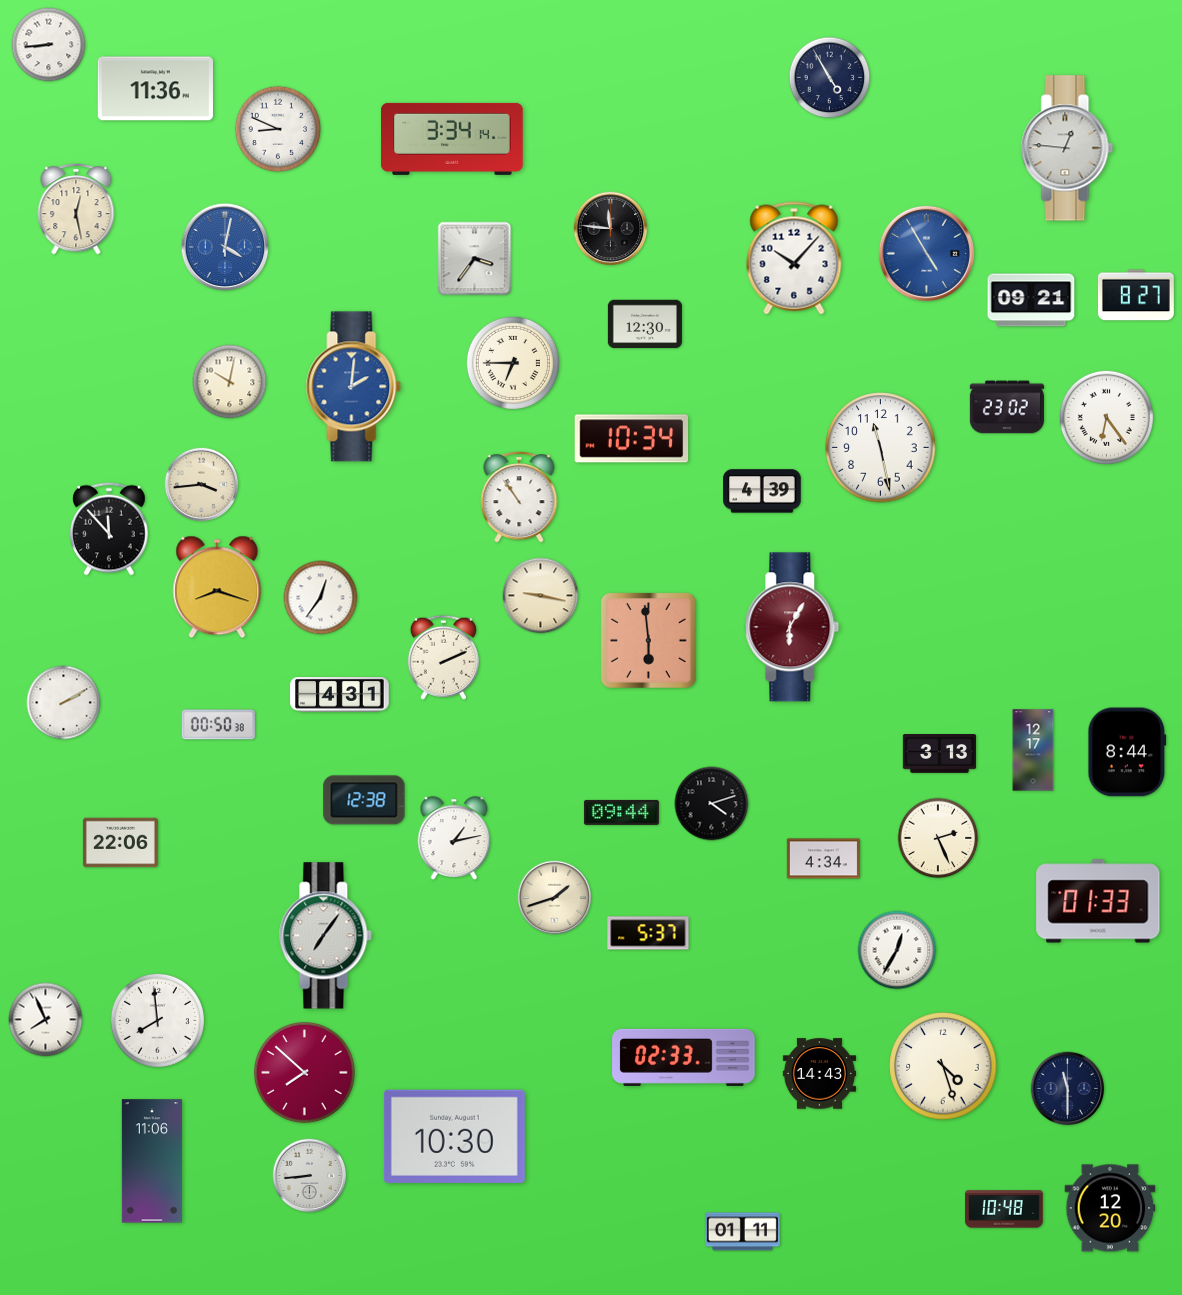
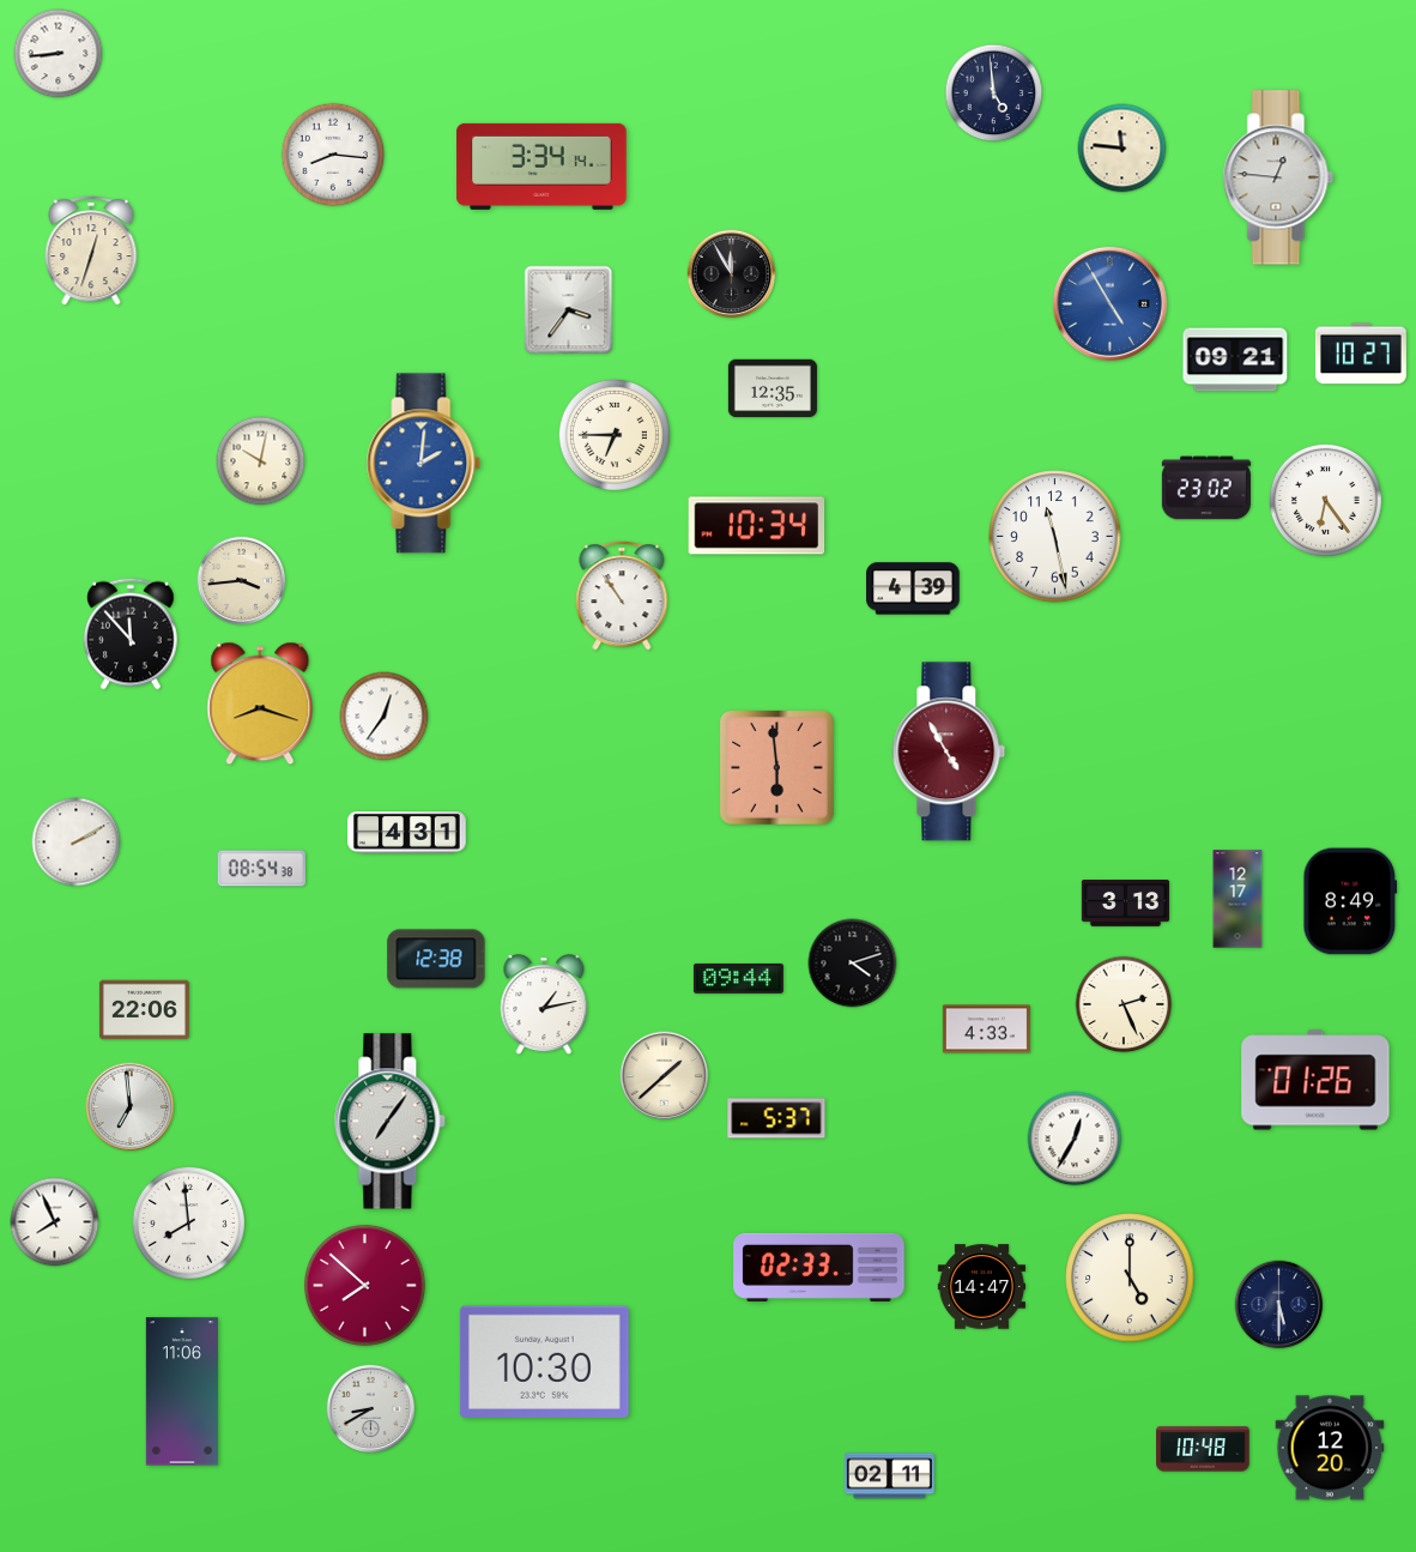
clock at (830, 78): 4:55 -> 4:59
clock at (155, 89): 11:36 -> none
clock at (1122, 149): none -> 11:46
clock at (278, 129): 8:49 -> 8:16
clock at (76, 209): 12:28 -> 12:33
clock at (611, 229): 11:46 -> 11:55
clock at (224, 246): 4:02 -> none
clock at (794, 258): 10:07 -> none
clock at (1136, 295): 8:27 -> 10:27
clock at (645, 324): 12:30 -> 12:35
clock at (230, 382) position: (230, 382) -> (261, 461)
clock at (541, 596): 9:17 -> none
clock at (792, 627): 6:05 -> 4:55
clock at (443, 657): 2:11 -> none
clock at (218, 725): 00:50 -> 08:54
clock at (1127, 752): 8:44 -> 8:49
clock at (621, 812) position: (621, 812) -> (738, 978)
clock at (823, 859): 4:34 -> 4:33
clock at (555, 898): 1:42 -> 1:38
clock at (1098, 901): 01:33 -> 01:26
clock at (131, 1107): none -> 6:59
clock at (943, 1066): 4:27 -> 5:00
clock at (819, 1074): 14:43 -> 14:47
clock at (1068, 1089): 11:30 -> 5:30
clock at (310, 1176): 8:44 -> 8:40
clock at (742, 1232): 01:11 -> 02:11
